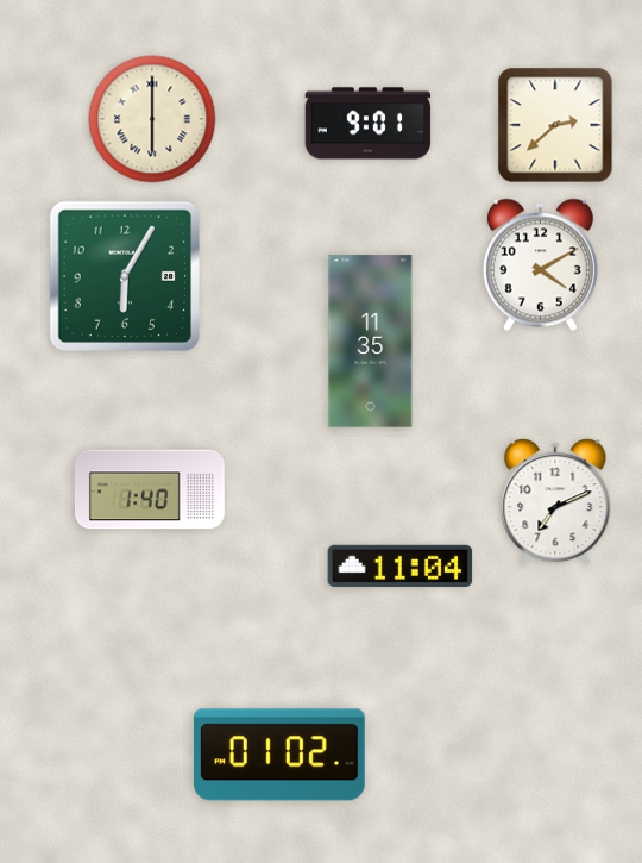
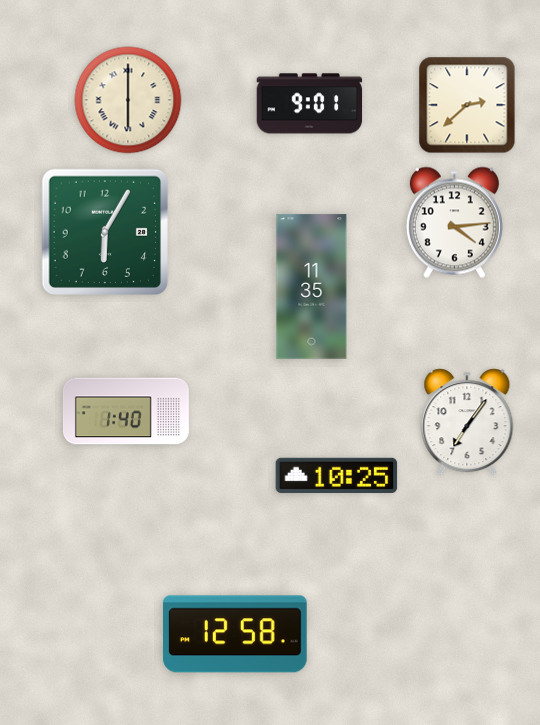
clock at (540, 265): 4:10 -> 4:14
clock at (555, 502): 7:11 -> 7:06
clock at (401, 565): 11:04 -> 10:25
clock at (279, 755): 01:02 -> 12:58
